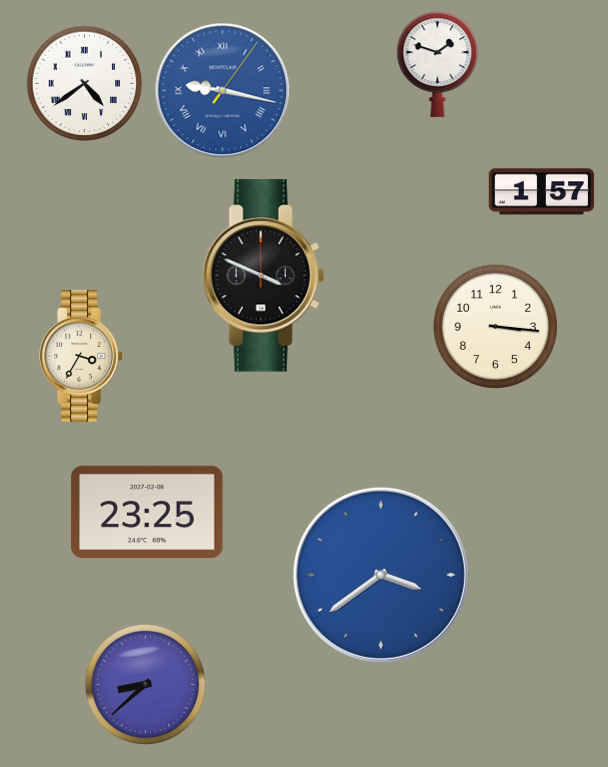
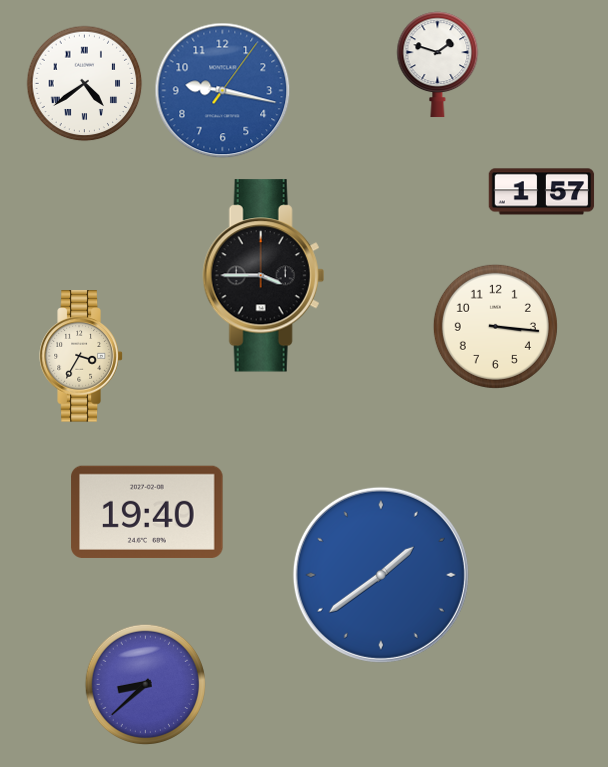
clock at (223, 91) numerals: Roman -> Arabic
clock at (263, 276): 3:49 -> 3:45
clock at (147, 512): 23:25 -> 19:40
clock at (381, 575): 3:39 -> 1:39
